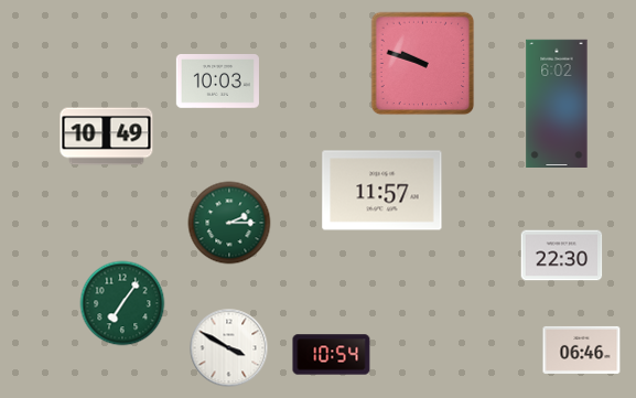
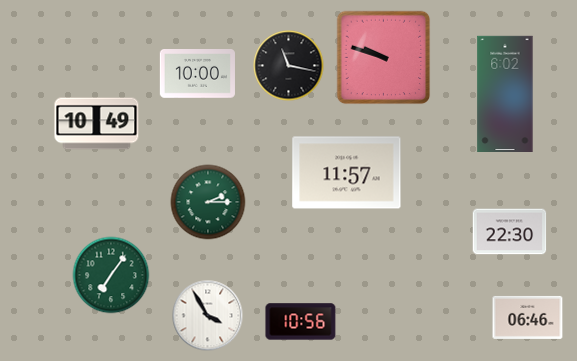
clock at (289, 66): none -> 11:17
clock at (217, 82): 10:03 -> 10:00
clock at (229, 348): 3:50 -> 3:55
clock at (332, 355): 10:54 -> 10:56
